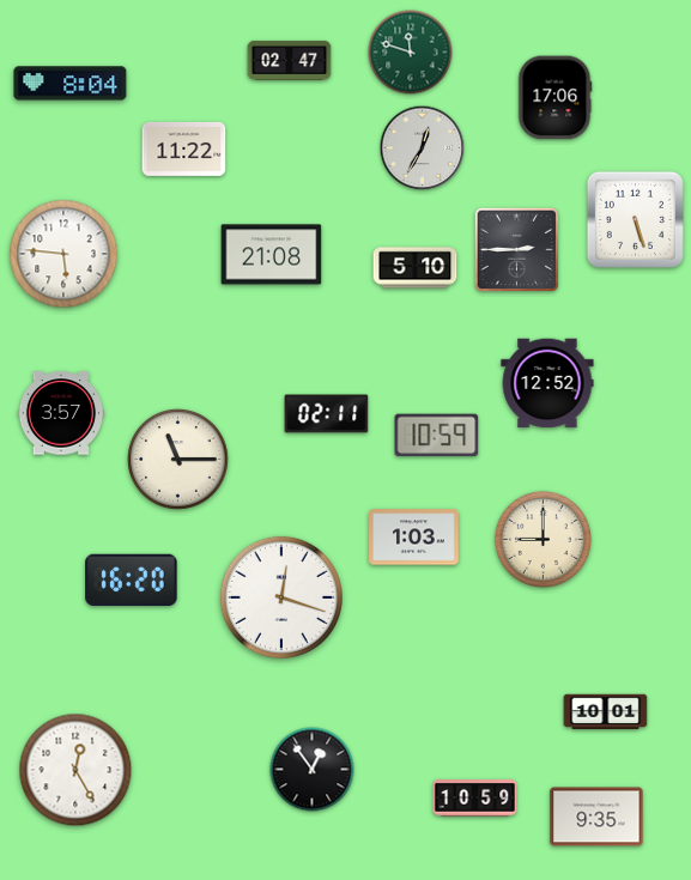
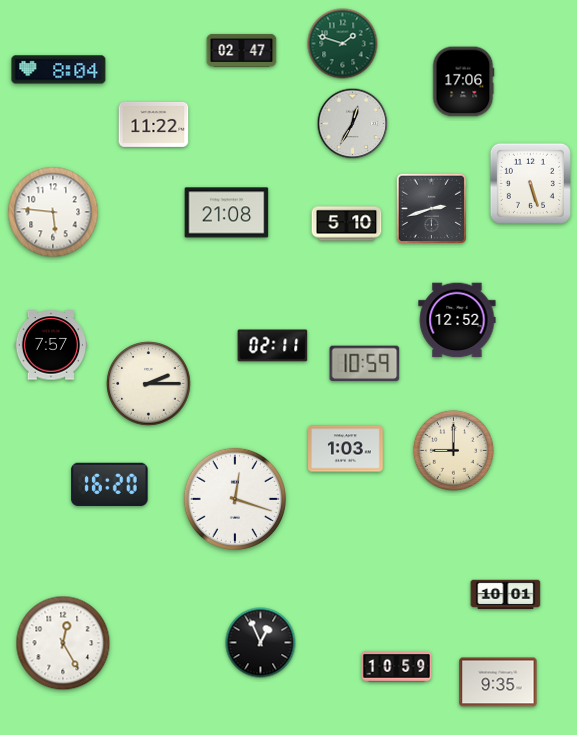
clock at (411, 53): 11:48 -> 1:48
clock at (516, 249): 2:45 -> 2:42
clock at (60, 413): 3:57 -> 7:57
clock at (178, 460): 11:15 -> 2:15
clock at (313, 770): 12:54 -> 12:56
